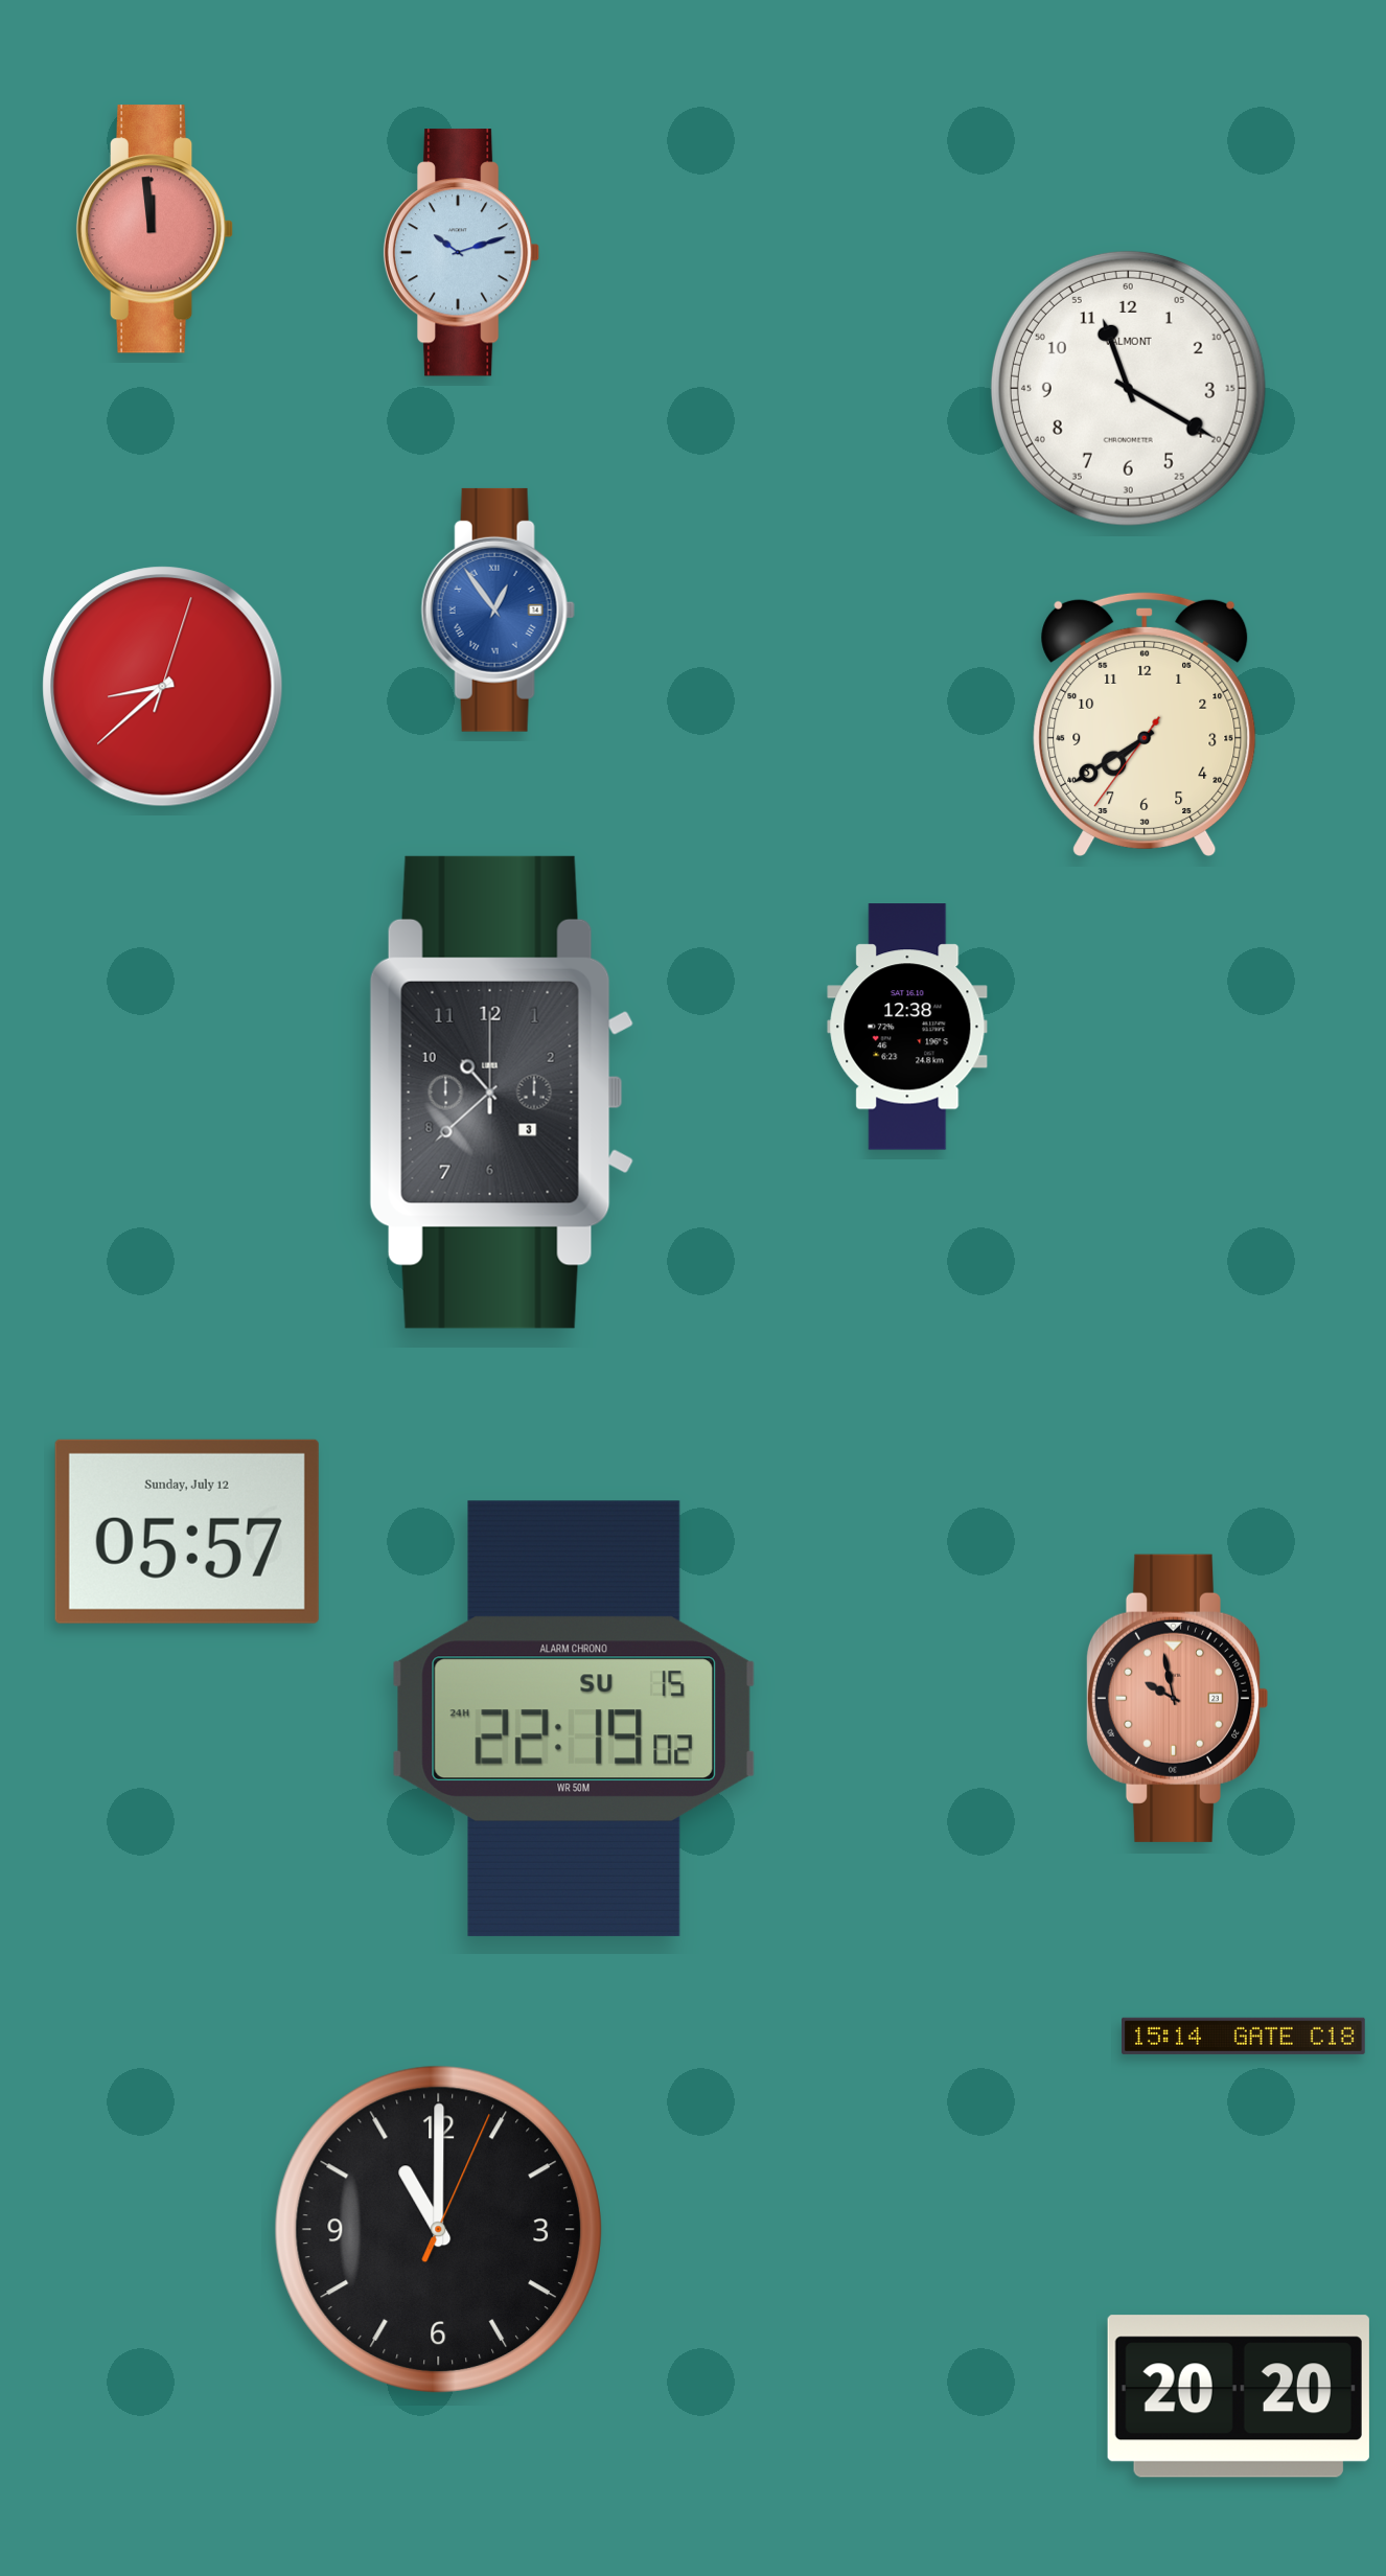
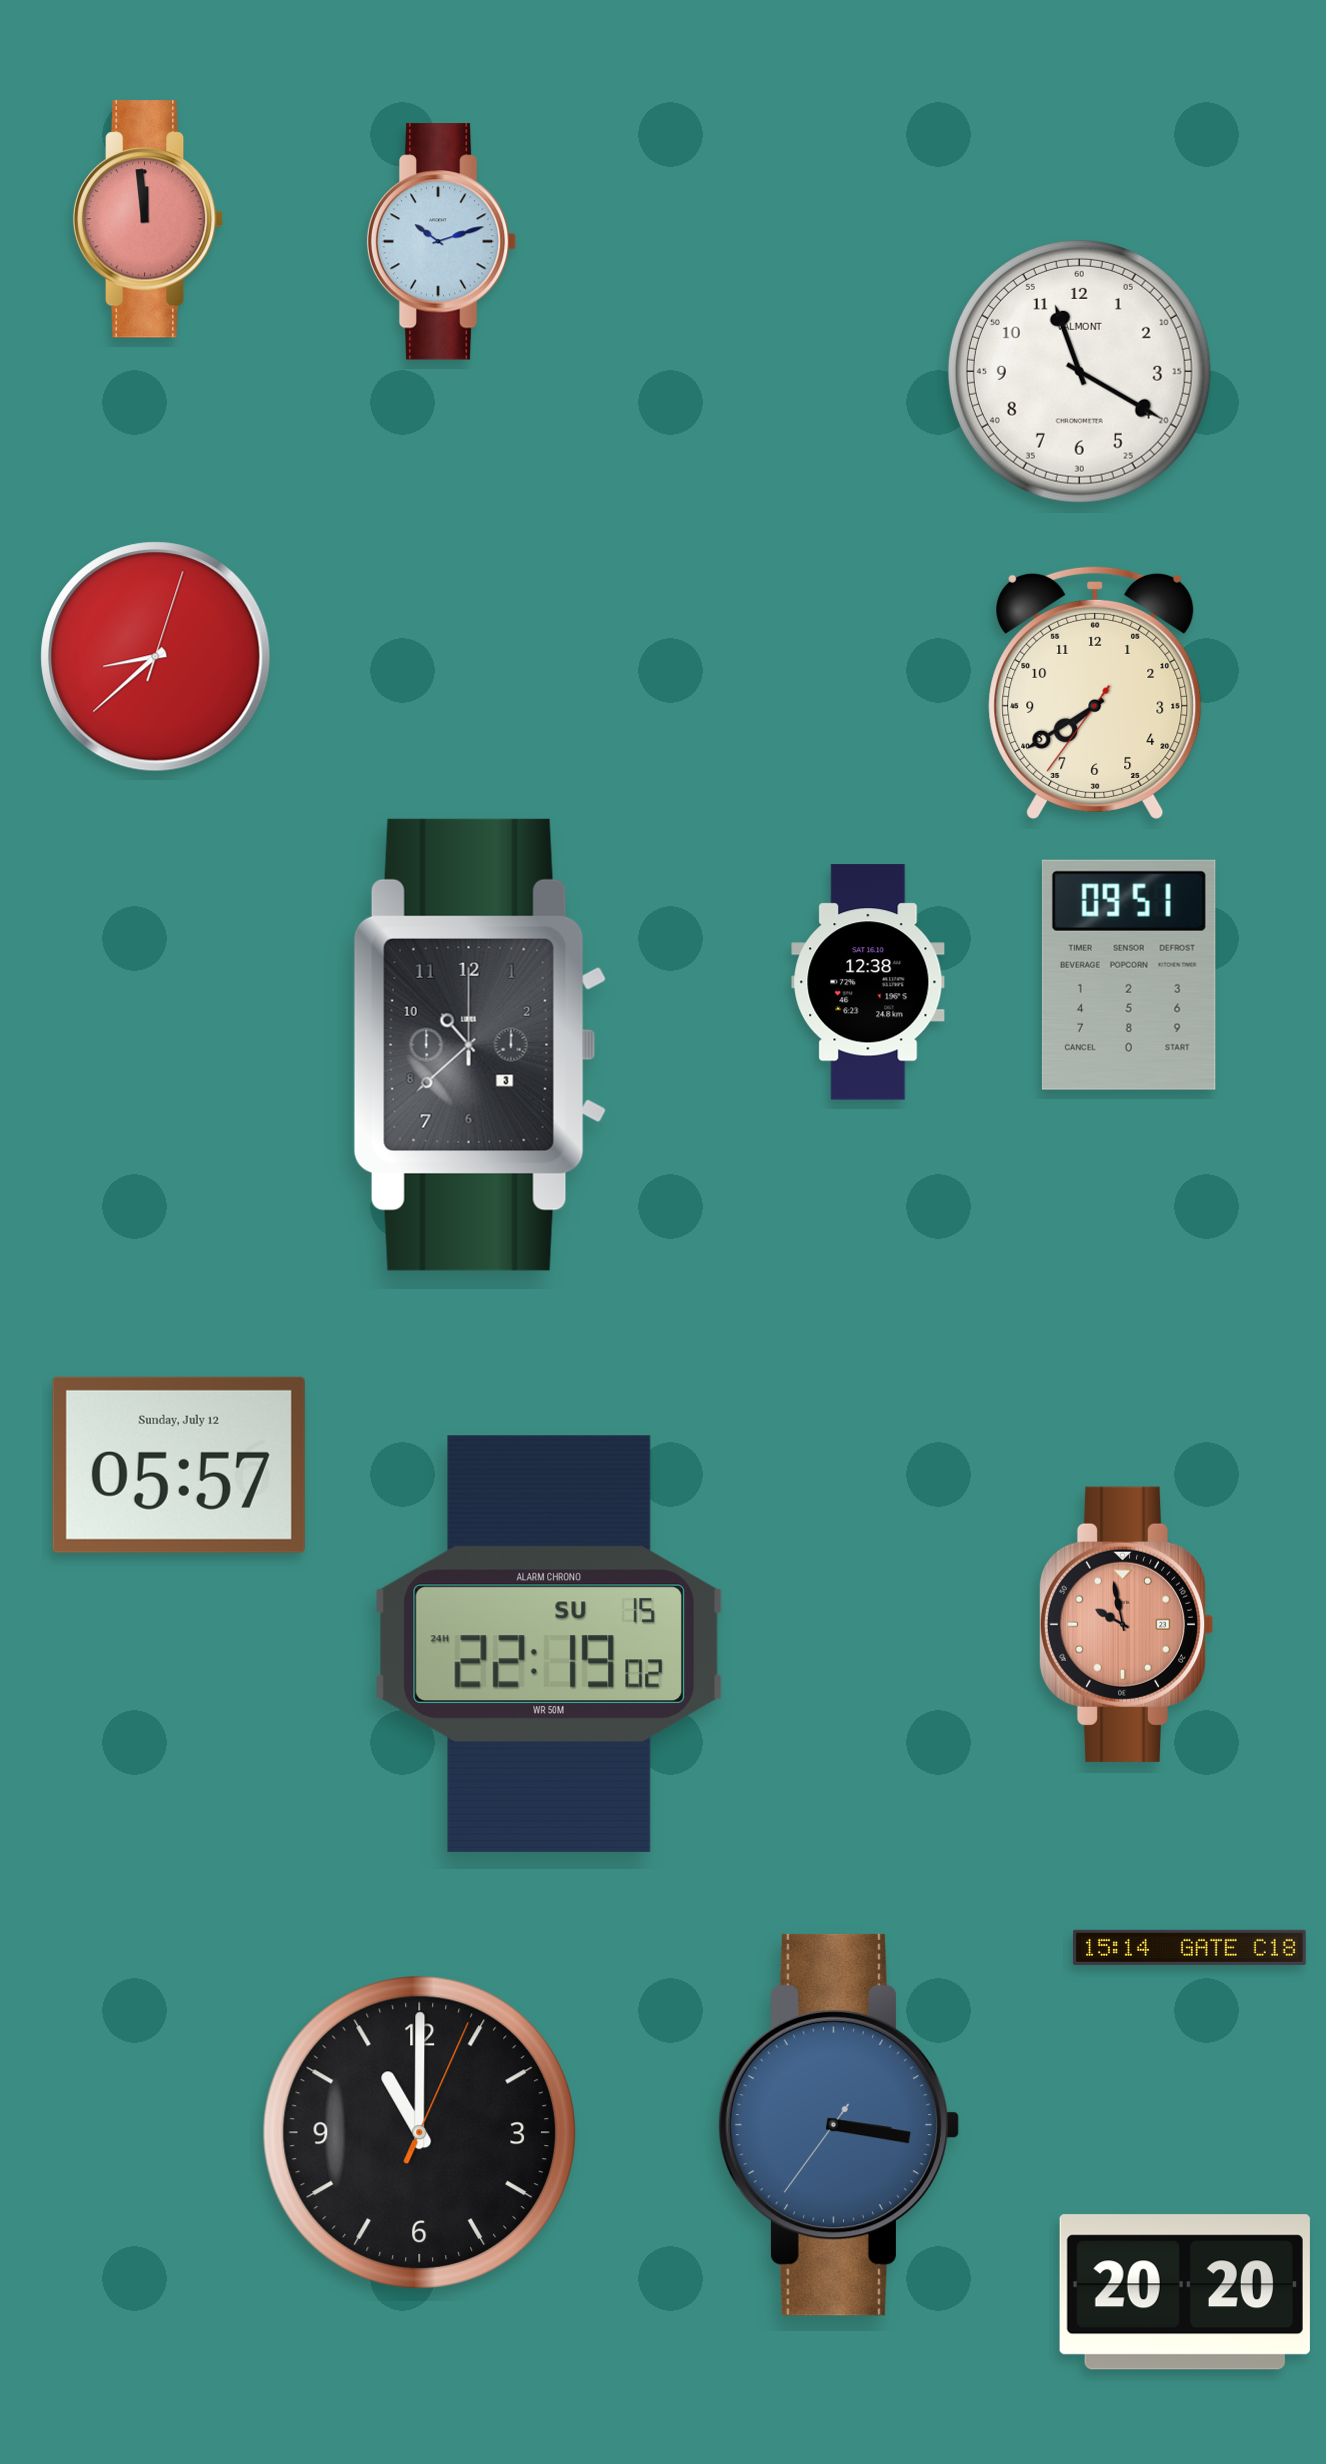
clock at (498, 609): 12:54 -> none
clock at (1129, 975): none -> 09:51
clock at (839, 2125): none -> 3:16
